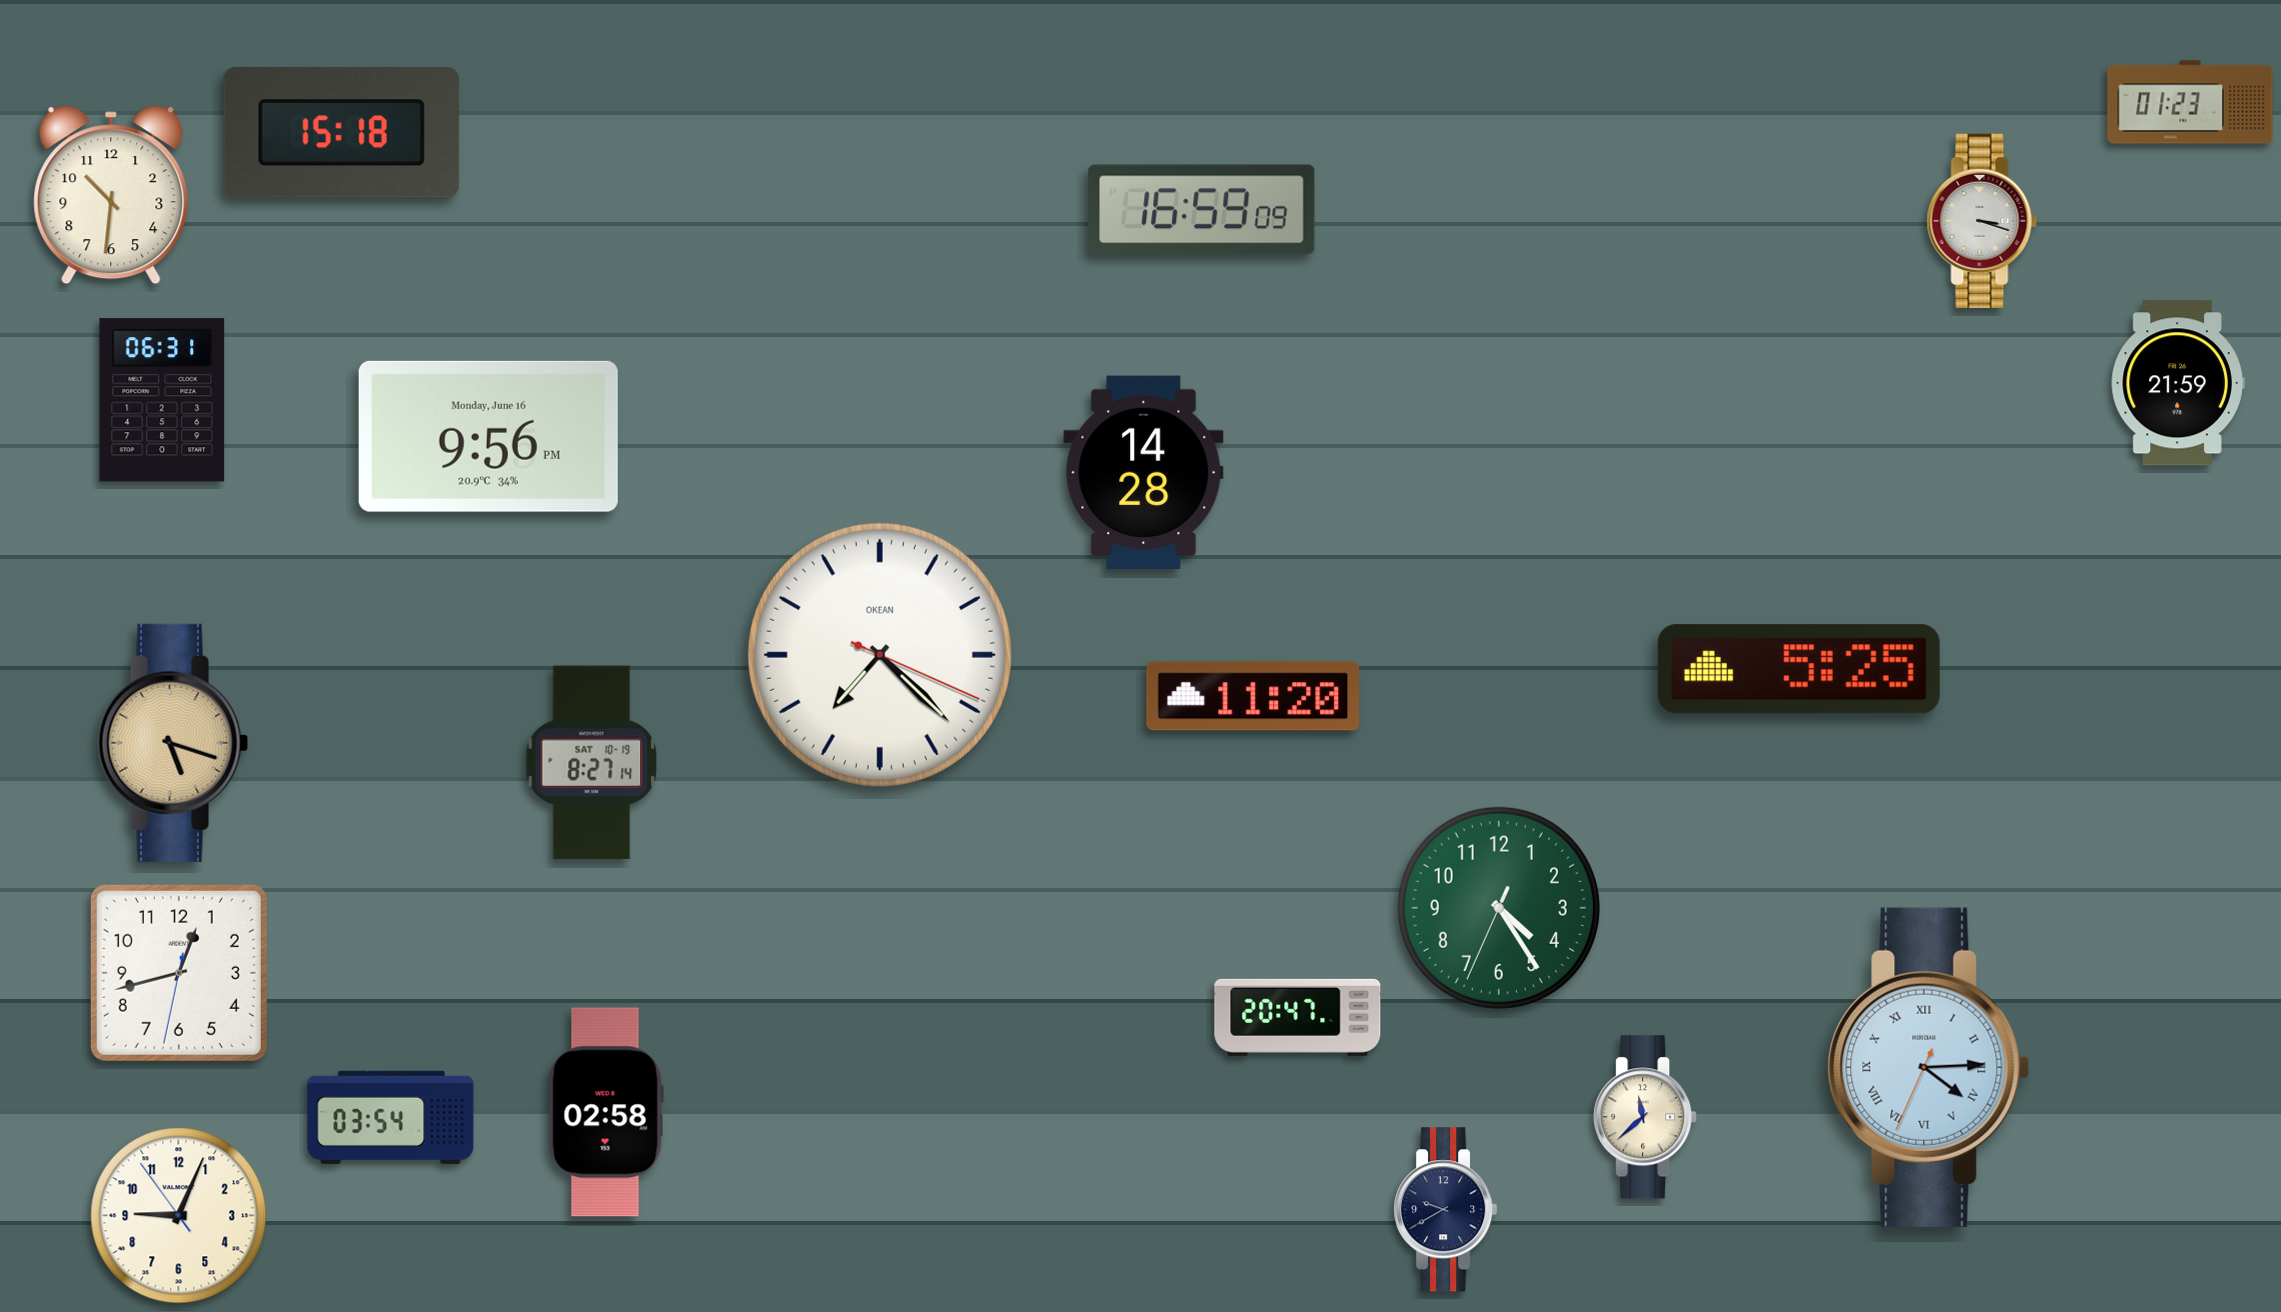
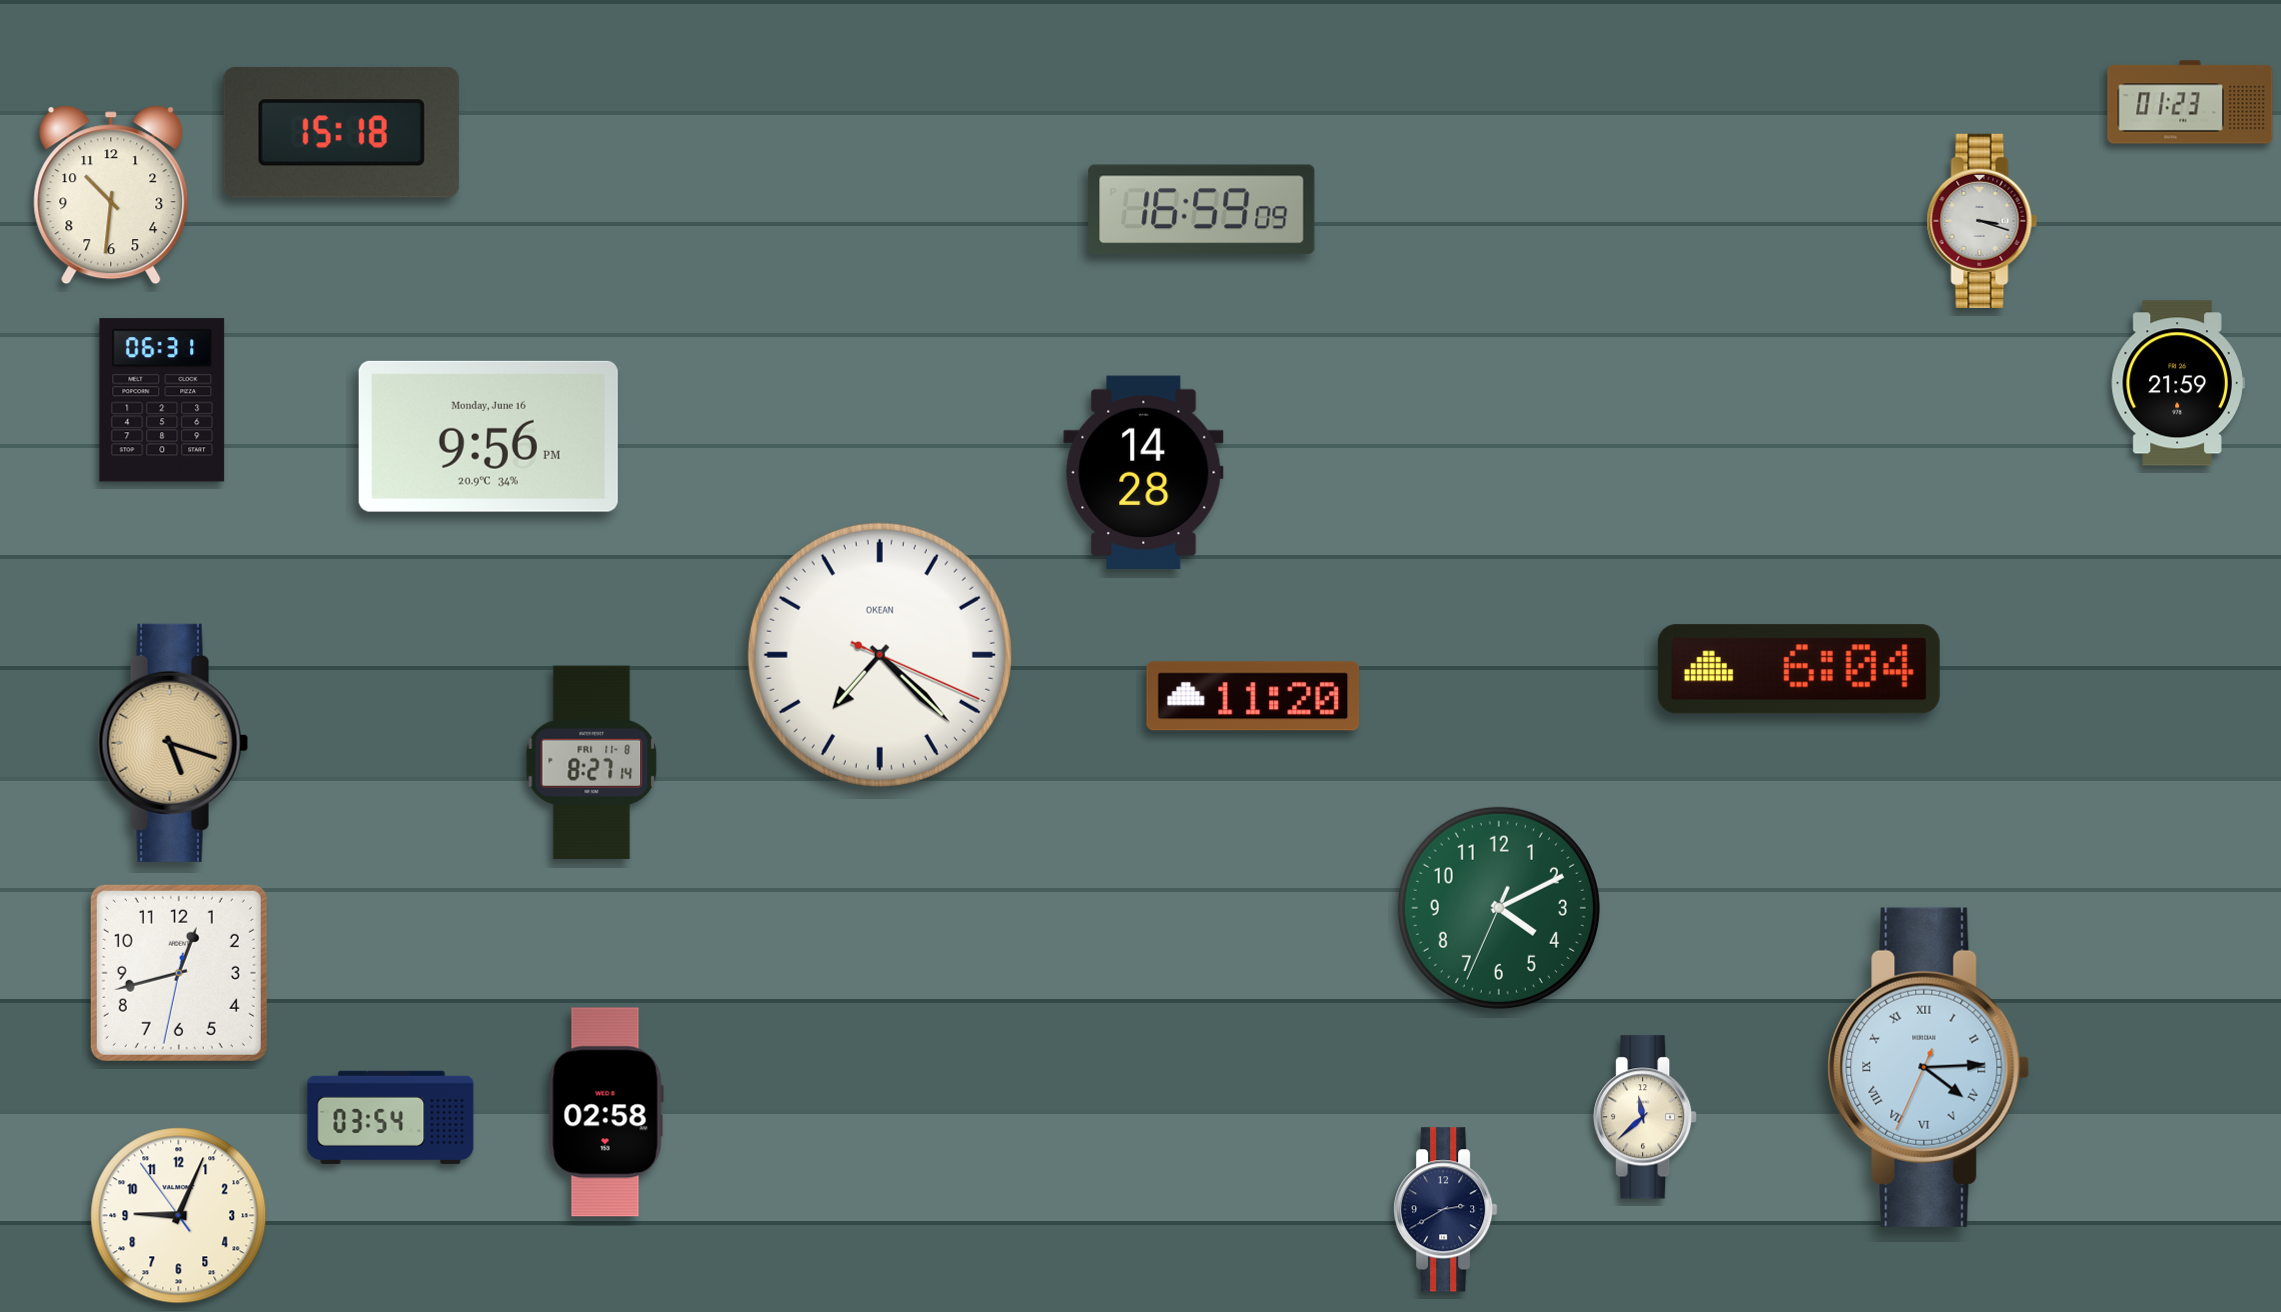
clock at (1799, 669): 5:25 -> 6:04
clock at (592, 763) date: SAT 10-19 -> FRI 11-8
clock at (1499, 908): 4:24 -> 4:10
clock at (1298, 1017): 20:47 -> none
clock at (1446, 1210): 9:40 -> 2:40
